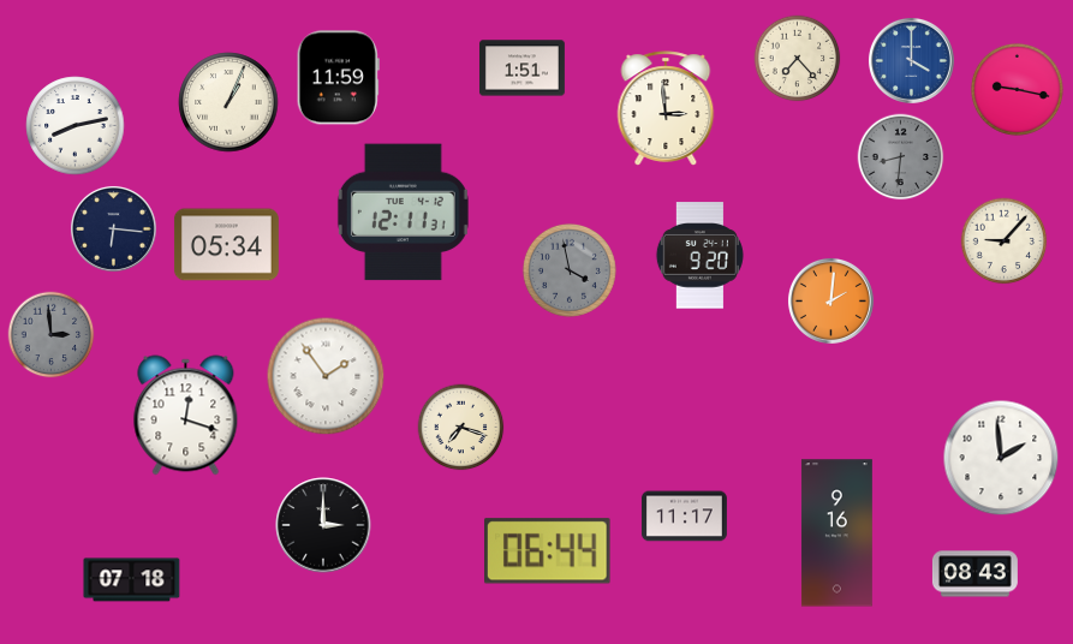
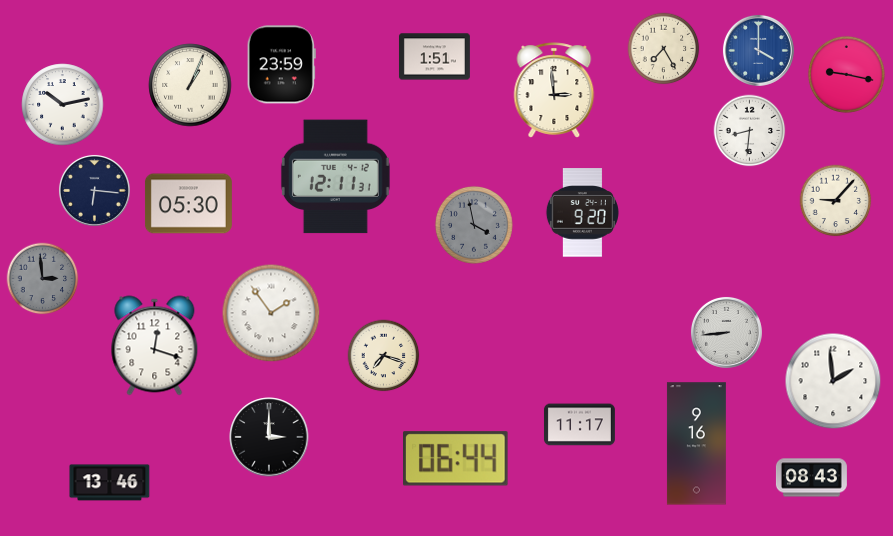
clock at (798, 59): 7:23 -> 7:25
clock at (338, 78): 11:59 -> 23:59
clock at (76, 126): 8:13 -> 10:13
clock at (901, 157) dial: grey -> white
clock at (226, 245): 05:34 -> 05:30
clock at (830, 300): 2:01 -> none
clock at (726, 332): none -> 8:44
clock at (684, 517) position: (684, 517) -> (579, 425)
clock at (132, 580): 07:18 -> 13:46
